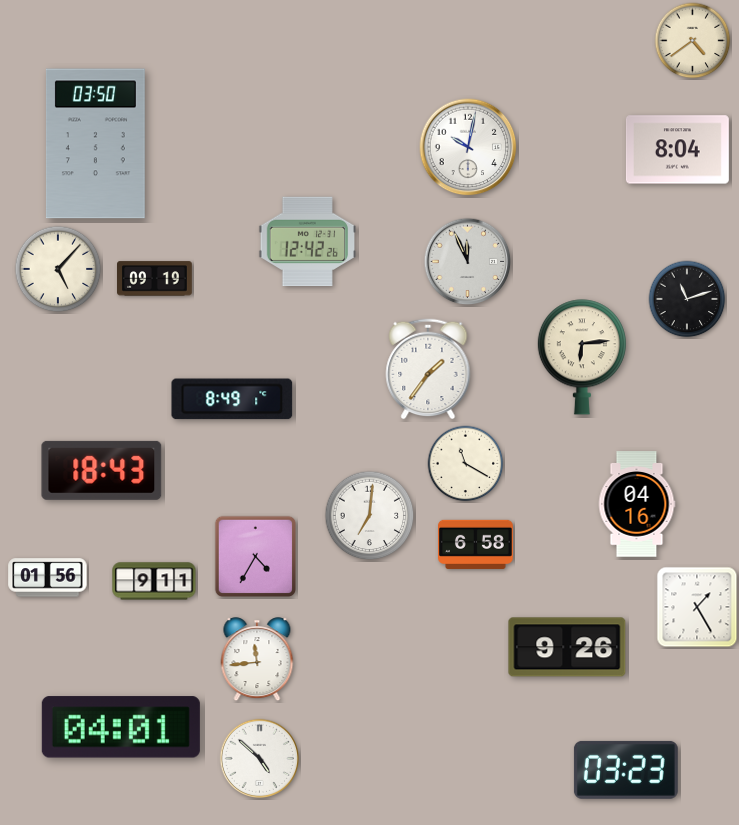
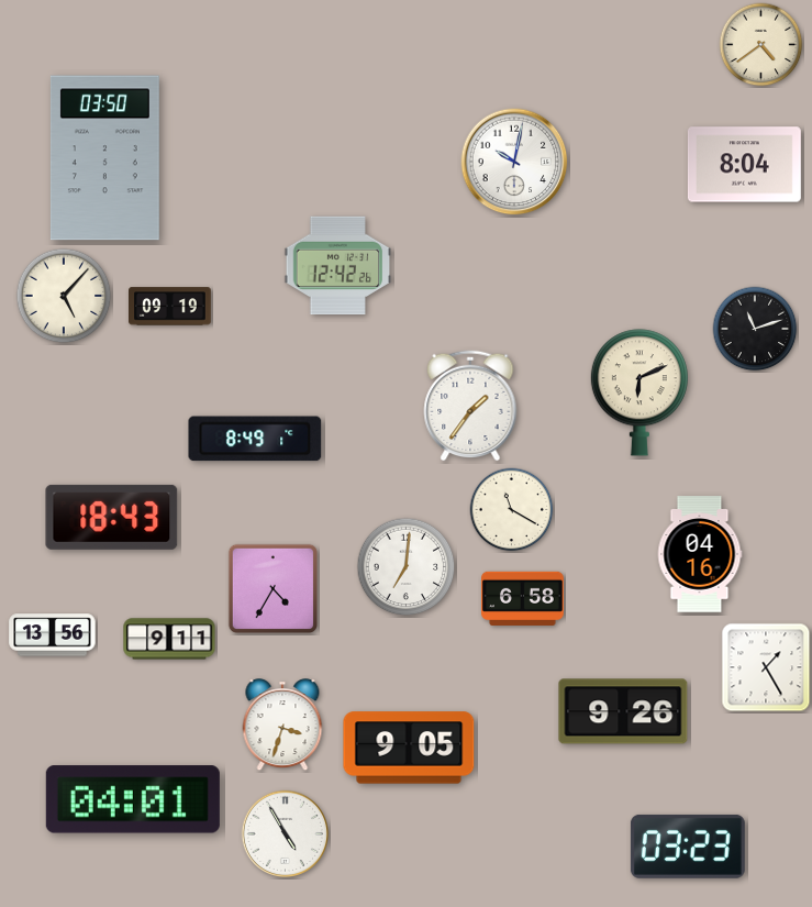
clock at (468, 262): 11:56 -> none
clock at (582, 357): 6:14 -> 6:11
clock at (255, 556) position: (255, 556) -> (272, 588)
clock at (48, 578): 01:56 -> 13:56
clock at (257, 660): 11:44 -> 3:33
clock at (409, 748): none -> 9:05
clock at (260, 759): 4:52 -> 4:55
